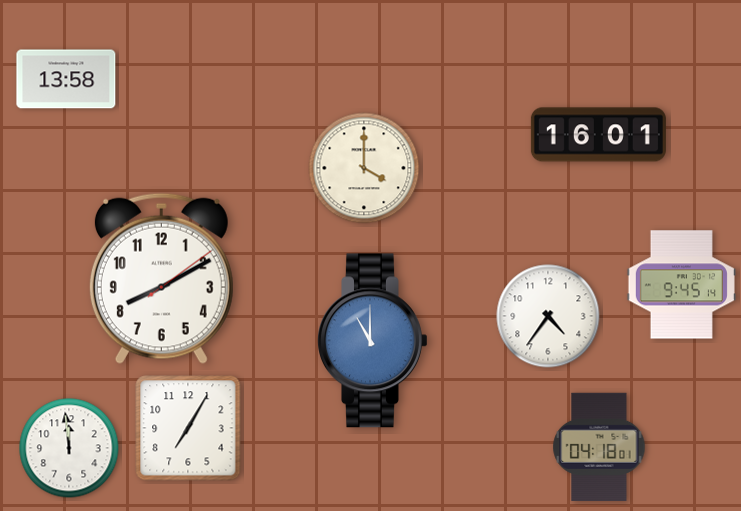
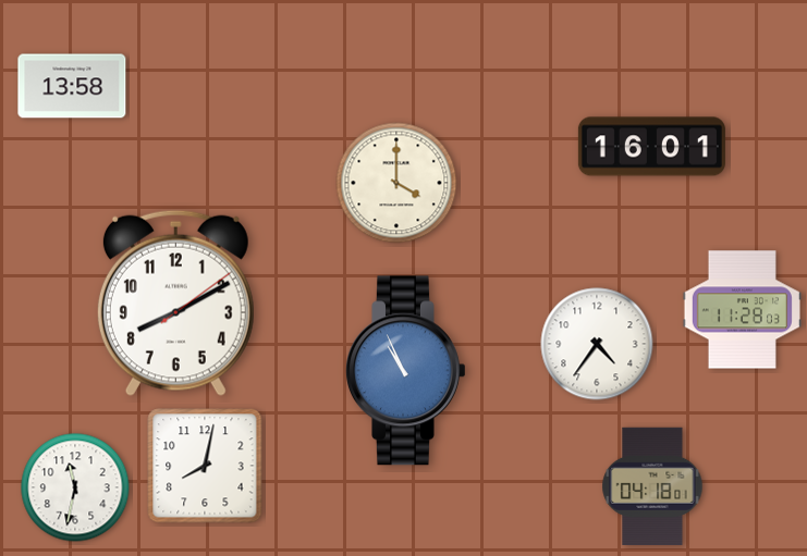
clock at (681, 285): 9:45 -> 11:28
clock at (373, 341): 11:00 -> 10:56
clock at (188, 428): 7:05 -> 8:02
clock at (69, 448): 11:59 -> 11:32
